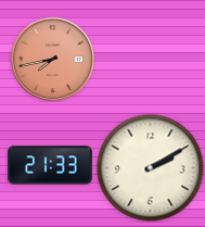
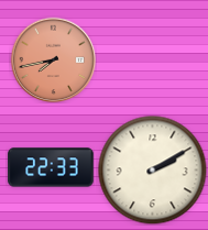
clock at (50, 165): 21:33 -> 22:33
